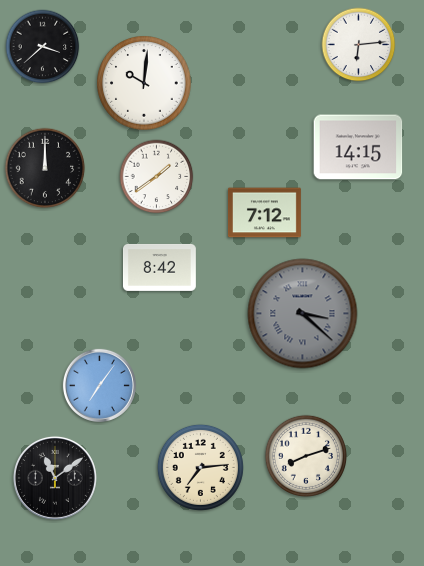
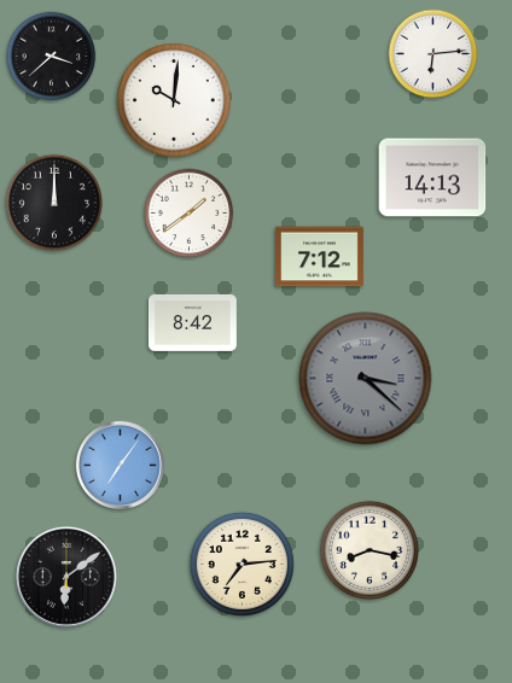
clock at (358, 147): 14:15 -> 14:13
clock at (306, 456): 8:12 -> 8:17
clock at (55, 478): 11:09 -> 6:09
